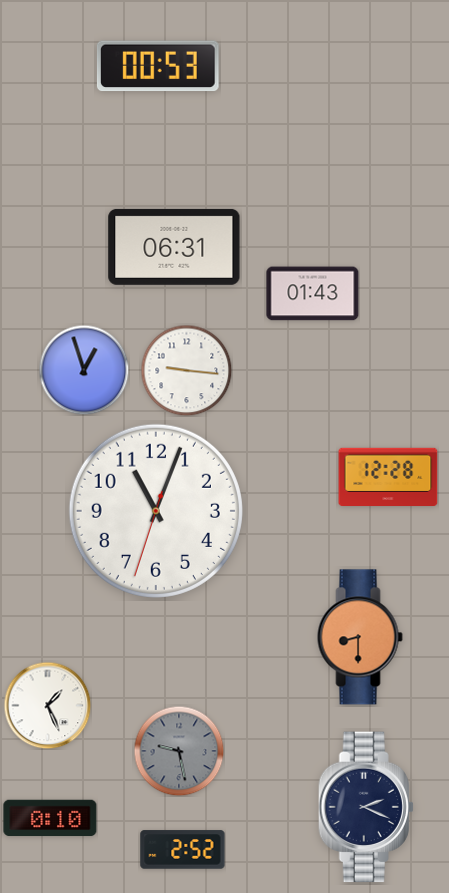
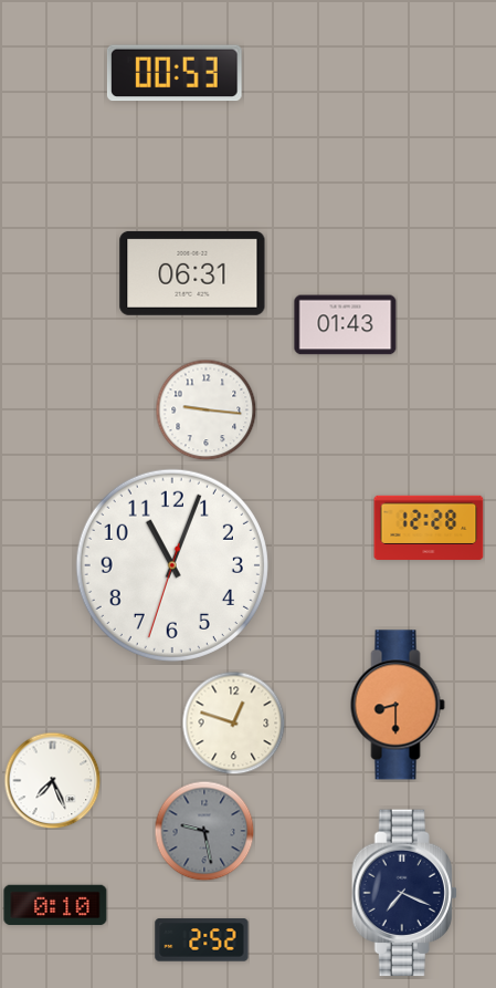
clock at (84, 370): 12:57 -> none
clock at (233, 722): none -> 12:48
clock at (47, 705): 1:26 -> 7:26
clock at (179, 751) position: (179, 751) -> (204, 831)
clock at (366, 807): 2:19 -> 7:19
